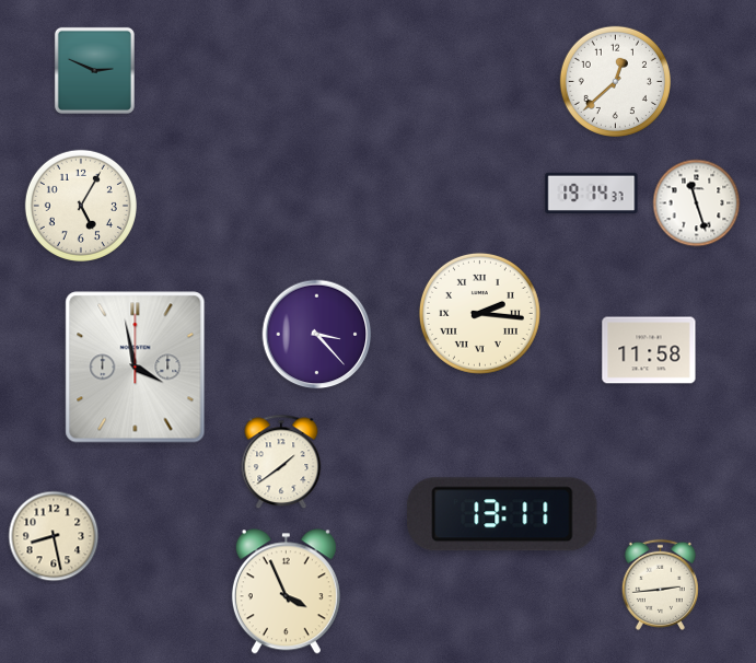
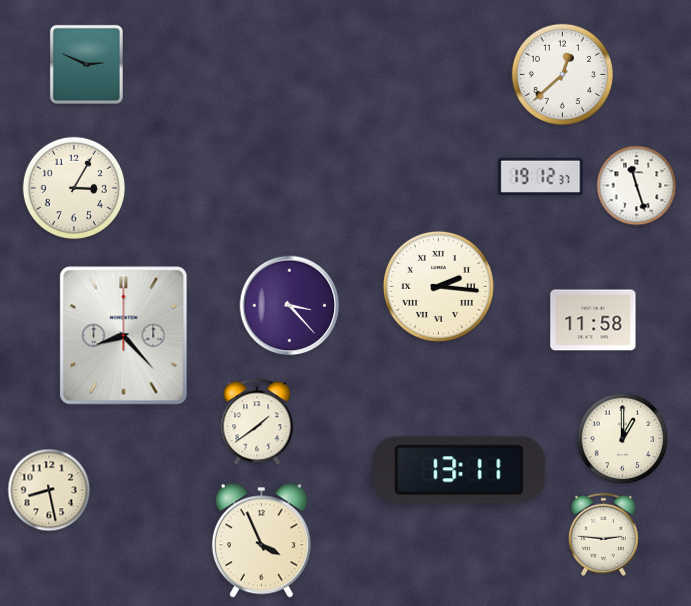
clock at (592, 193): 19:14 -> 19:12
clock at (81, 206): 5:05 -> 3:05
clock at (136, 368): 3:58 -> 8:23
clock at (623, 439): none -> 1:00
clock at (660, 584): 2:44 -> 2:46
